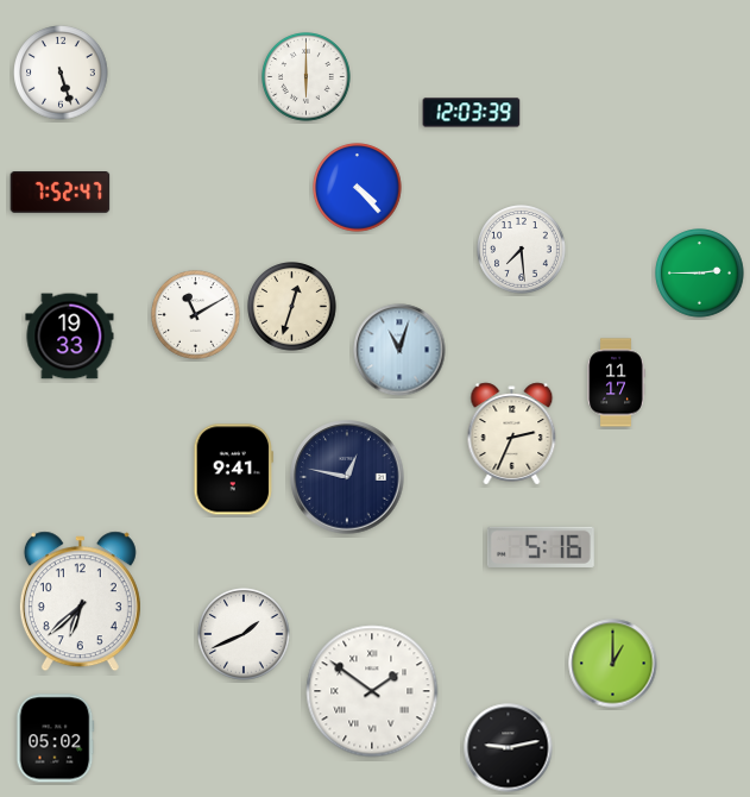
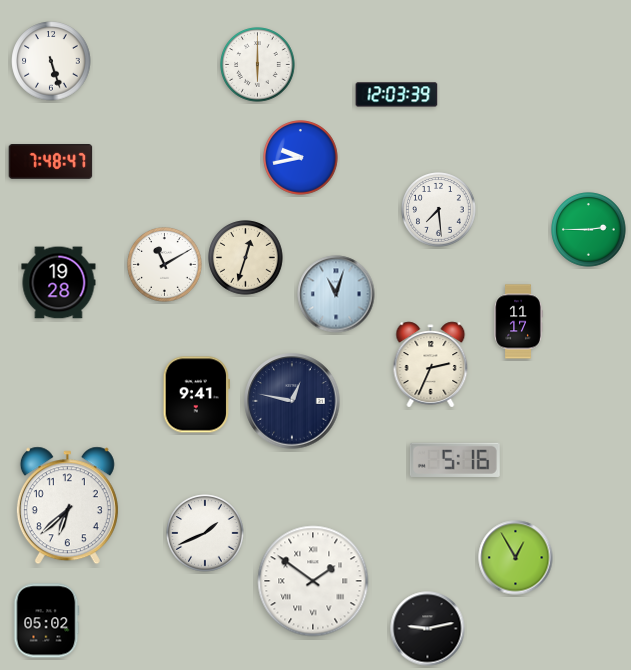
clock at (358, 188): 4:23 -> 9:43
clock at (61, 193): 7:52 -> 7:48
clock at (70, 337): 19:33 -> 19:28
clock at (613, 664): 1:00 -> 12:55
